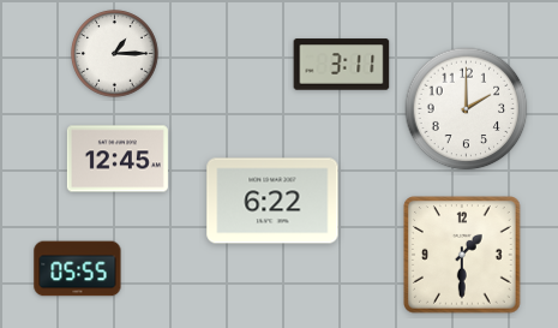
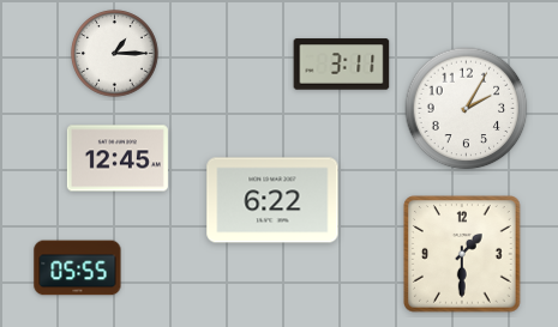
clock at (467, 109): 2:00 -> 2:05
